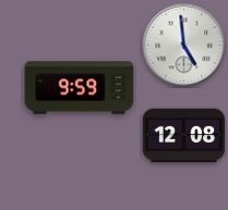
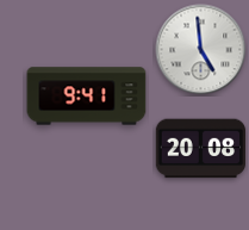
clock at (80, 88): 9:59 -> 9:41
clock at (184, 136): 12:08 -> 20:08
